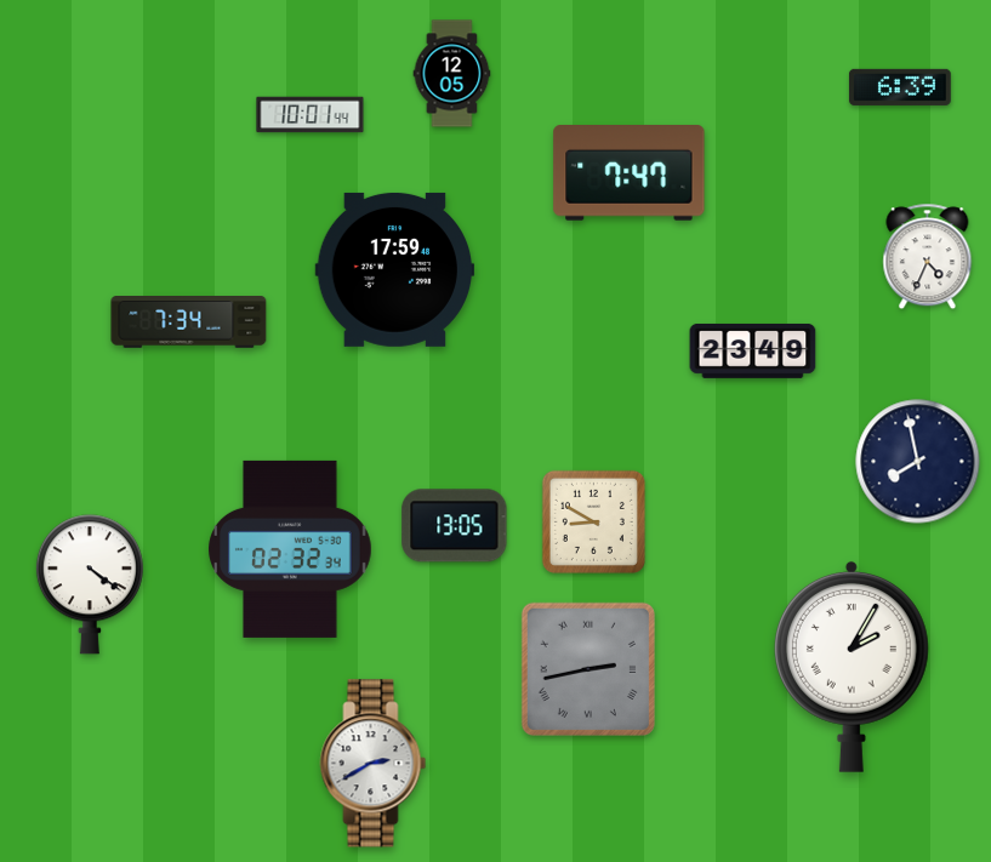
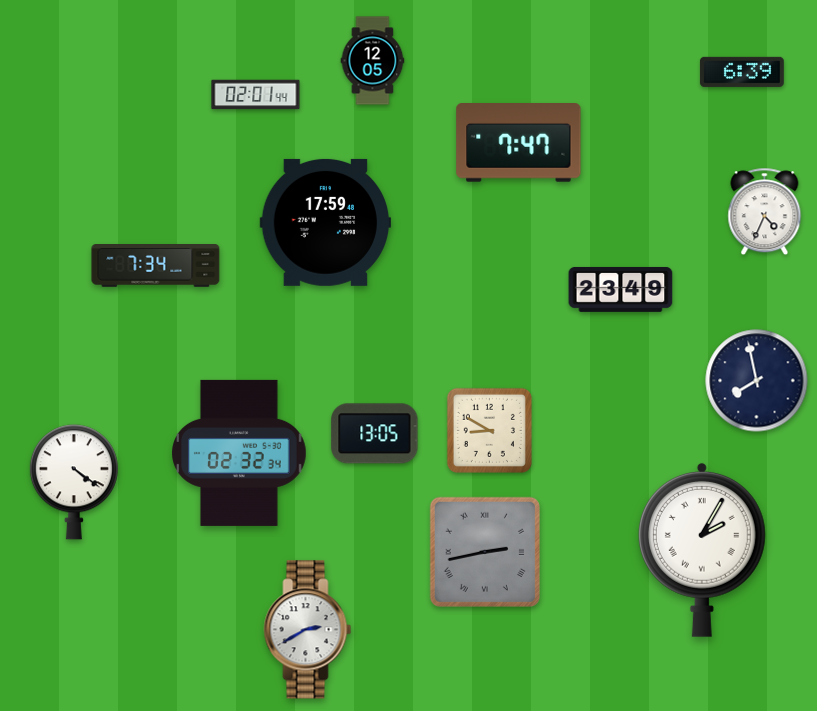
clock at (311, 115): 10:01 -> 02:01
